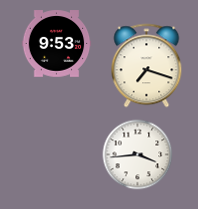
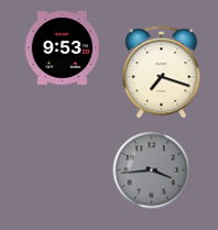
clock at (138, 155) dial: white -> grey
